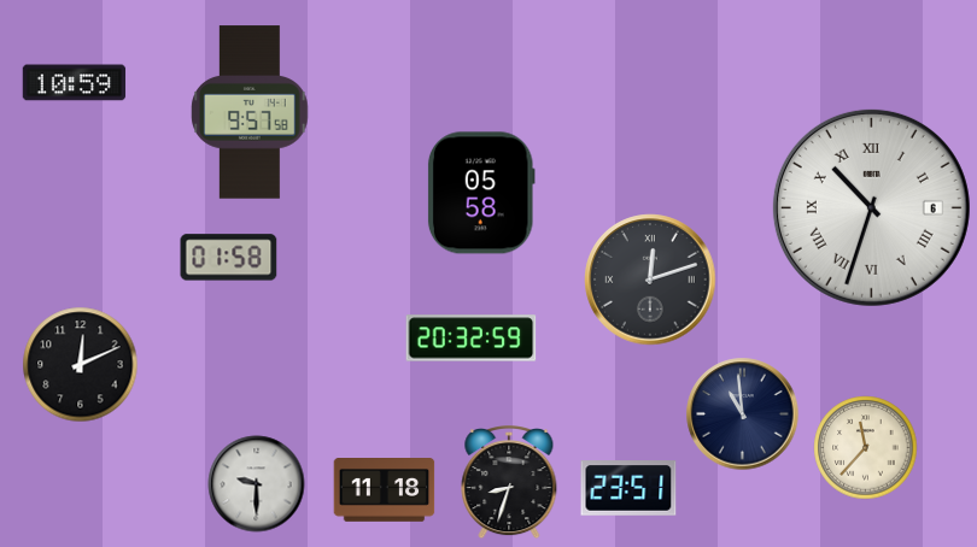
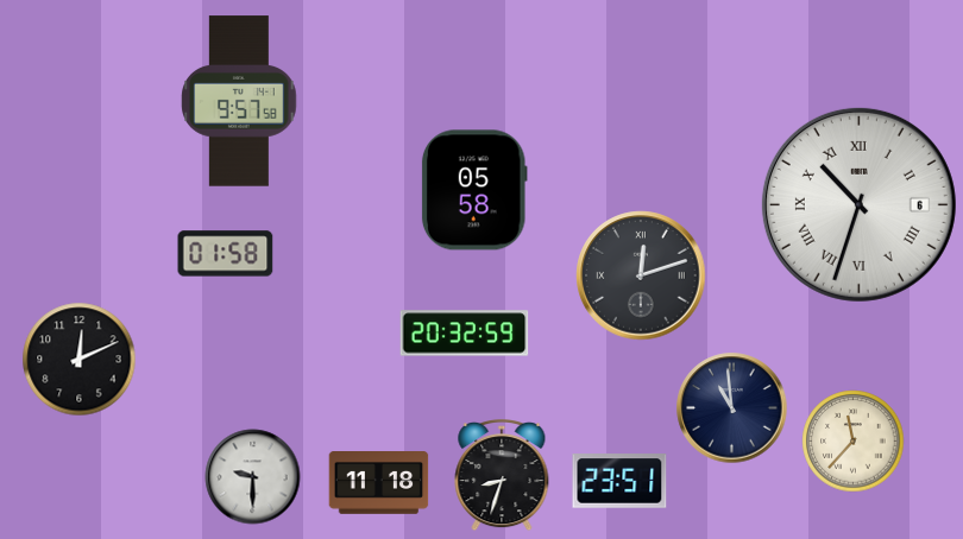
clock at (75, 83): 10:59 -> none
clock at (250, 112) position: (250, 112) -> (239, 101)
